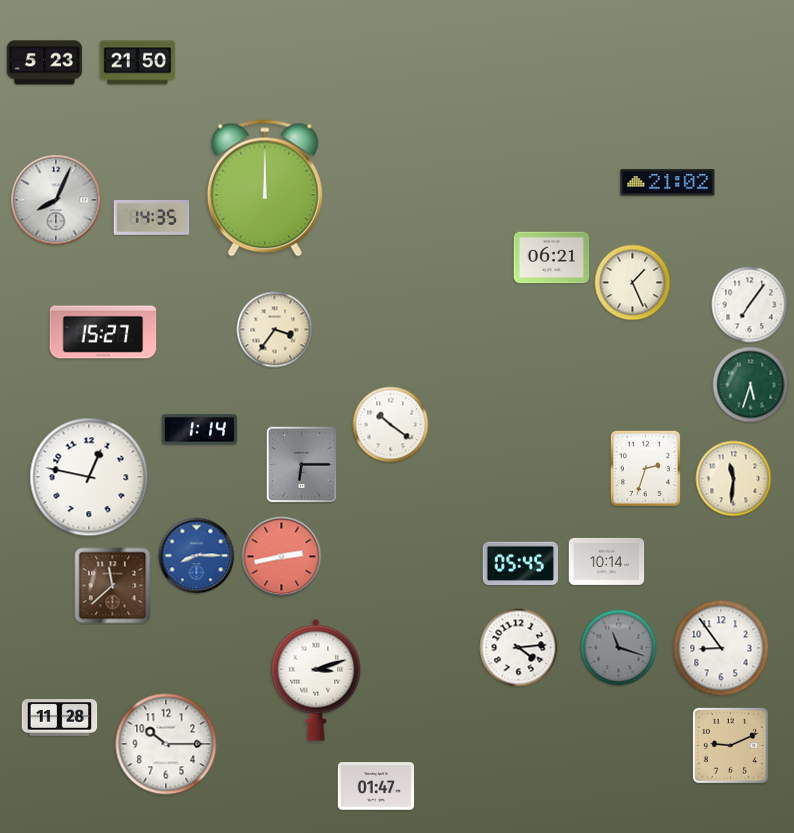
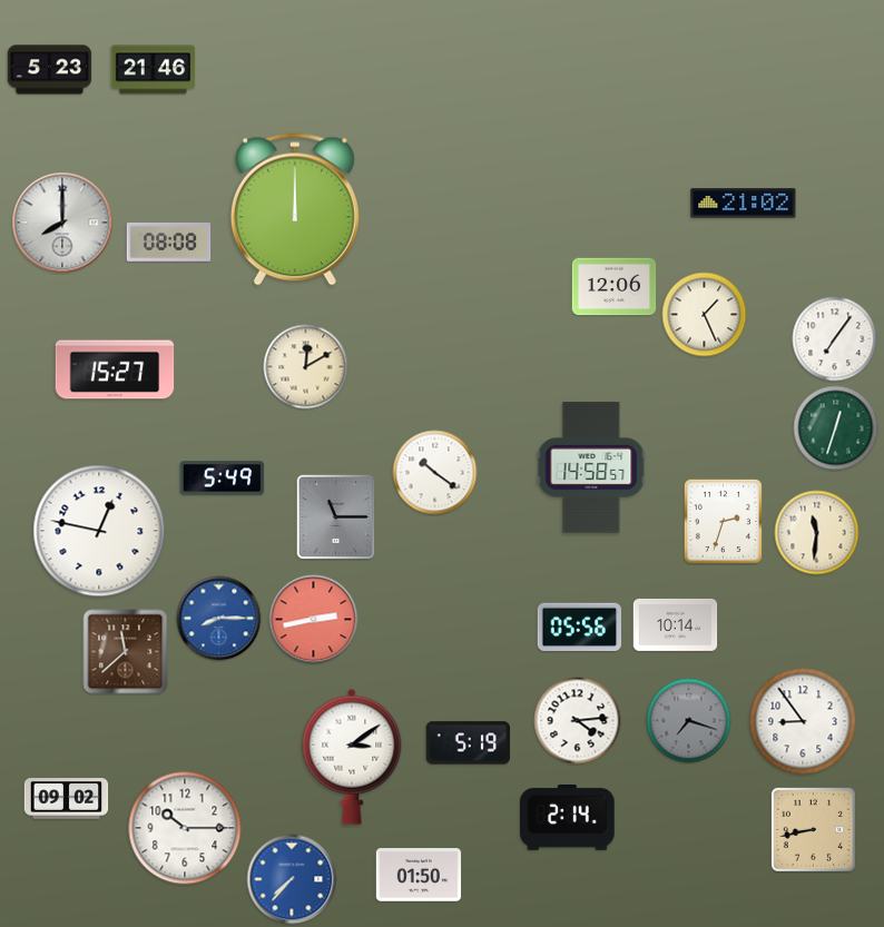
clock at (138, 63): 21:50 -> 21:46
clock at (56, 200): 8:04 -> 8:00
clock at (152, 217): 14:35 -> 08:08
clock at (552, 258): 06:21 -> 12:06
clock at (275, 330): 3:36 -> 12:10
clock at (751, 385): 5:33 -> 12:33
clock at (591, 467): none -> 14:58
clock at (200, 430): 1:14 -> 5:49
clock at (302, 465): 6:15 -> 11:15
clock at (645, 468) position: (645, 468) -> (723, 521)
clock at (521, 564): 05:45 -> 05:56
clock at (619, 648): 11:18 -> 7:18
clock at (468, 743): none -> 5:19
clock at (316, 680): 3:12 -> 3:09
clock at (60, 718): 11:28 -> 09:02
clock at (568, 817): none -> 2:14
clock at (730, 745): 9:11 -> 8:43
clock at (376, 786): 01:47 -> 01:50
clock at (292, 879): none -> 7:37
